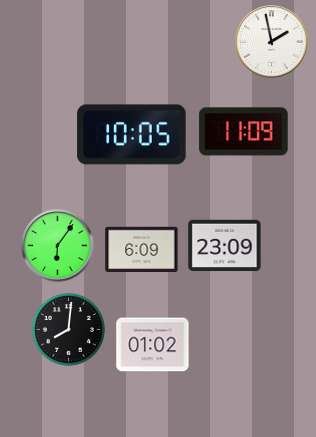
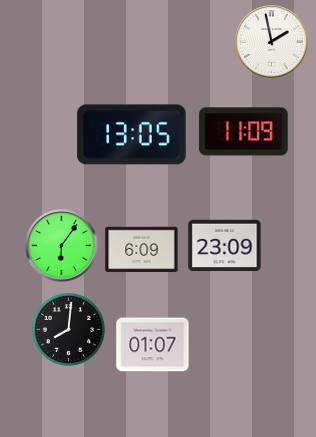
clock at (132, 135): 10:05 -> 13:05
clock at (58, 246) position: (58, 246) -> (62, 246)
clock at (153, 345): 01:02 -> 01:07
